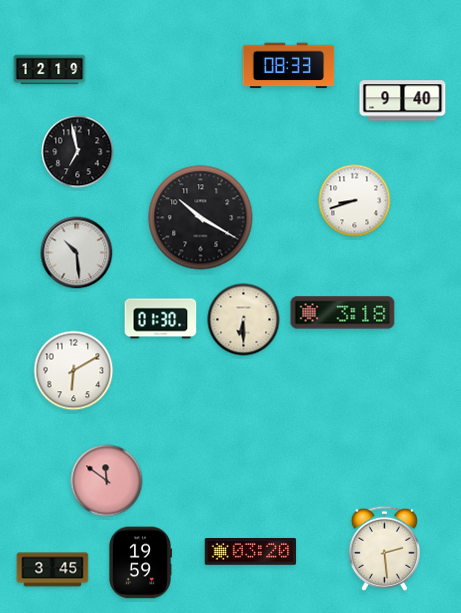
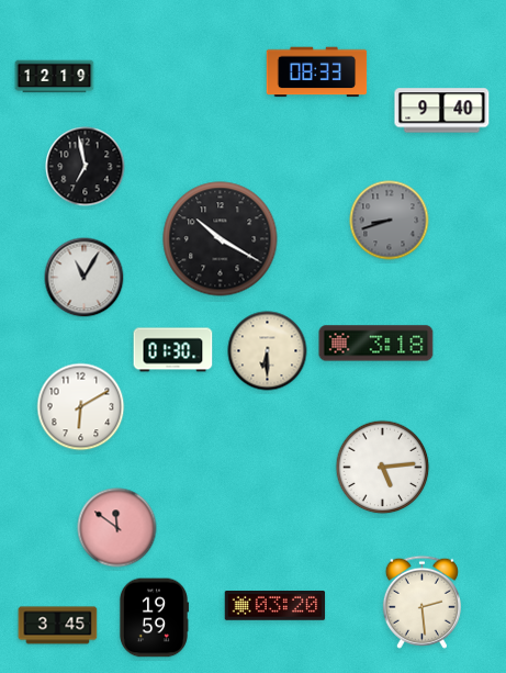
clock at (355, 201) dial: white -> grey
clock at (77, 253): 10:29 -> 11:05
clock at (161, 319) position: (161, 319) -> (173, 350)
clock at (383, 468): none -> 5:14
